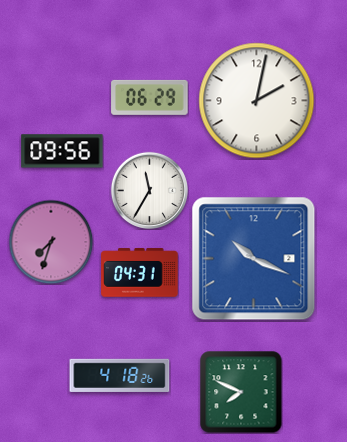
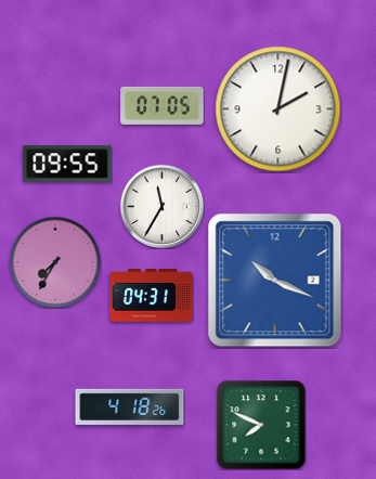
clock at (150, 97): 06:29 -> 07:05
clock at (62, 151): 09:56 -> 09:55
clock at (51, 242): 7:33 -> 7:35
